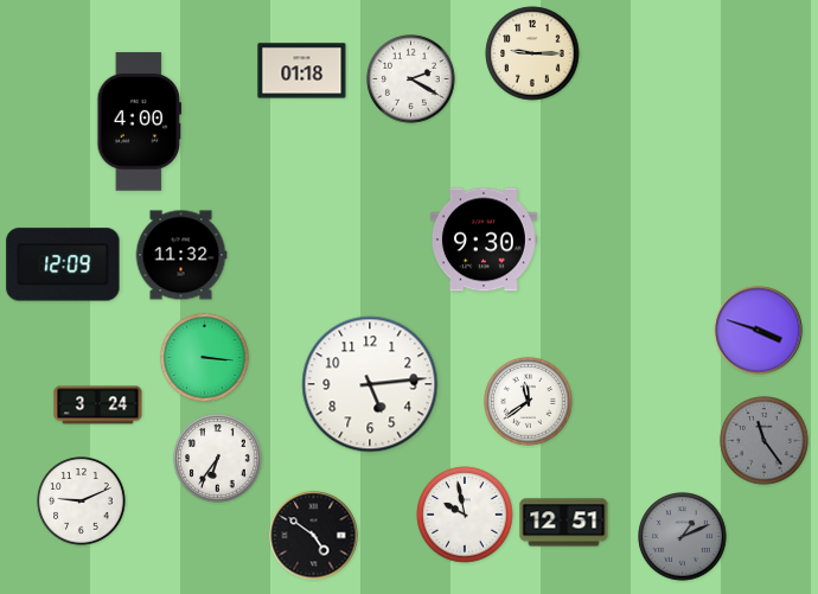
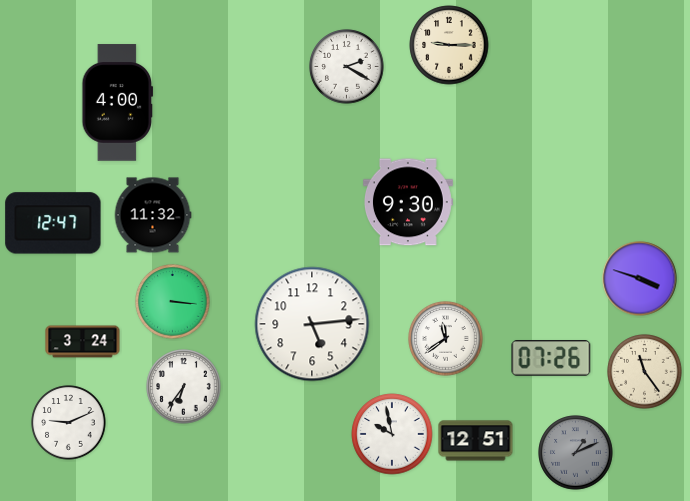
clock at (302, 71): 01:18 -> none
clock at (63, 264): 12:09 -> 12:47
clock at (551, 358): none -> 07:26
clock at (765, 441) dial: grey -> cream
clock at (314, 536): 4:51 -> none
